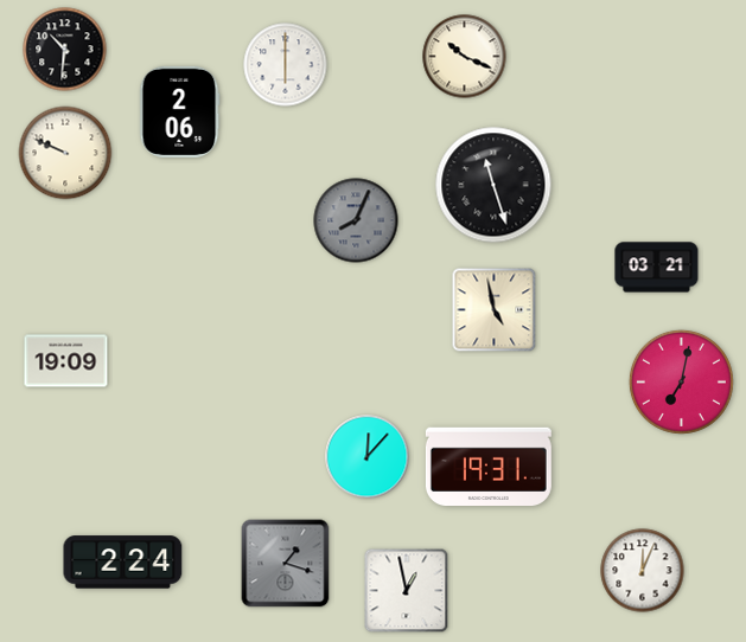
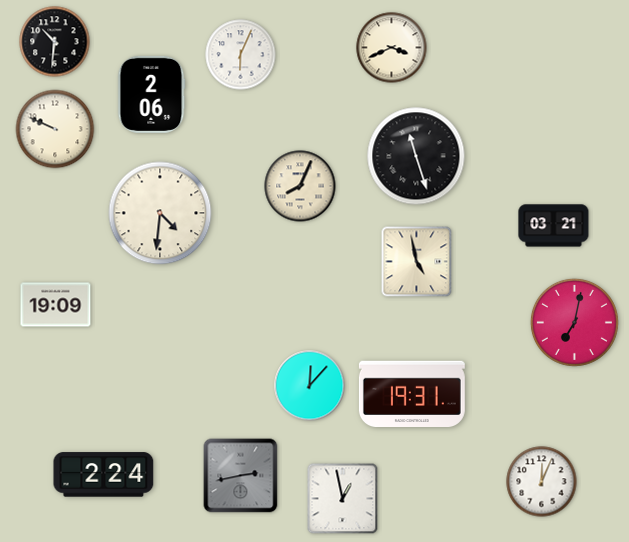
clock at (465, 57): 10:19 -> 3:41
clock at (286, 65): 6:00 -> 6:04
clock at (356, 220) dial: grey -> cream
clock at (160, 213): none -> 4:31
clock at (286, 564): 1:18 -> 2:43
